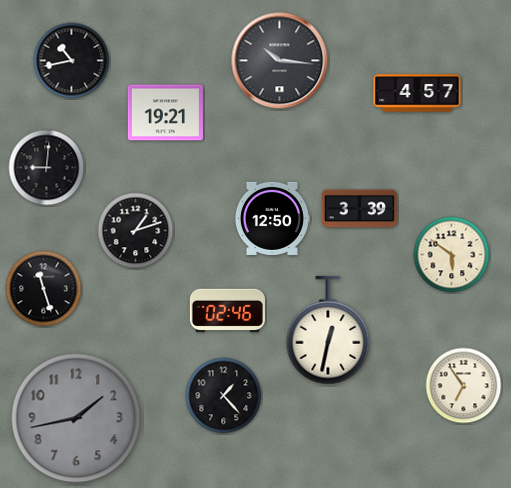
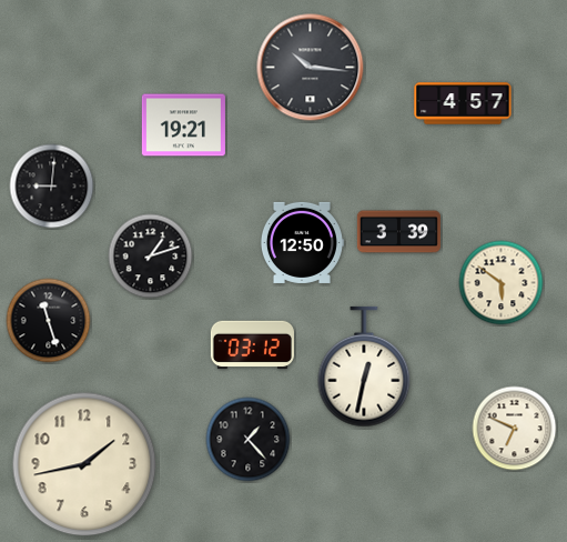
clock at (72, 61): 10:43 -> none
clock at (227, 311): 02:46 -> 03:12
clock at (464, 386): 6:54 -> 6:49
clock at (76, 418) dial: grey -> cream
